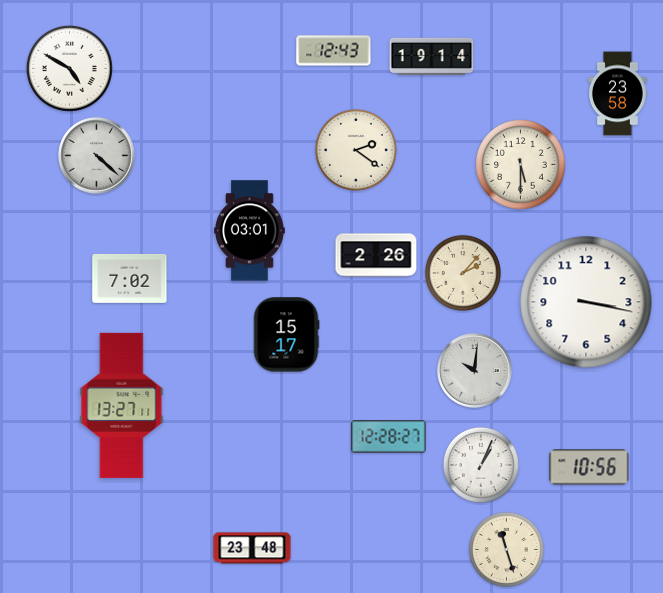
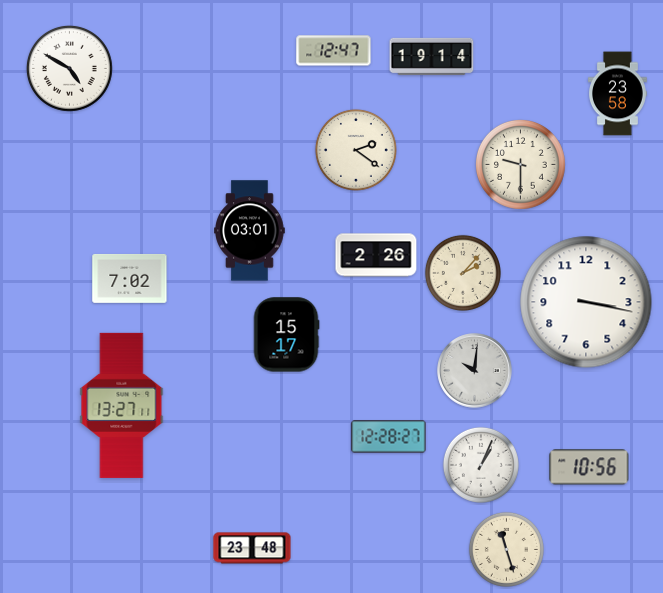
clock at (334, 51): 12:43 -> 12:47
clock at (97, 156): 4:22 -> none
clock at (521, 165): 5:30 -> 9:30
